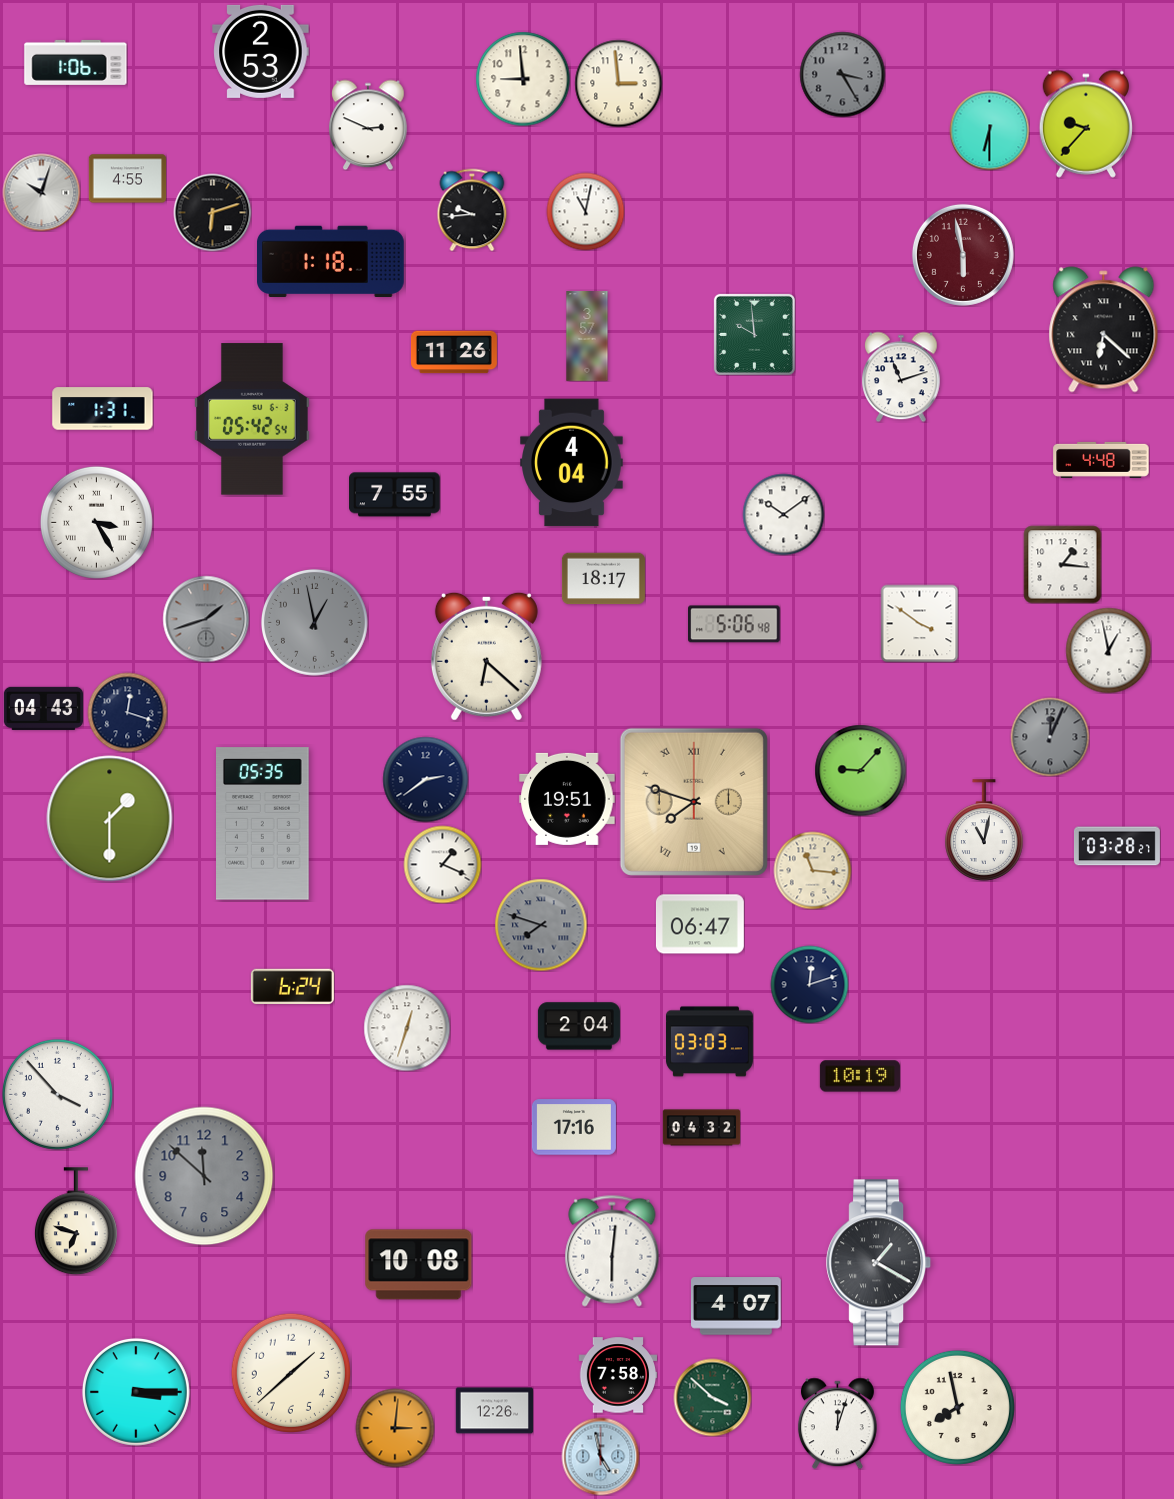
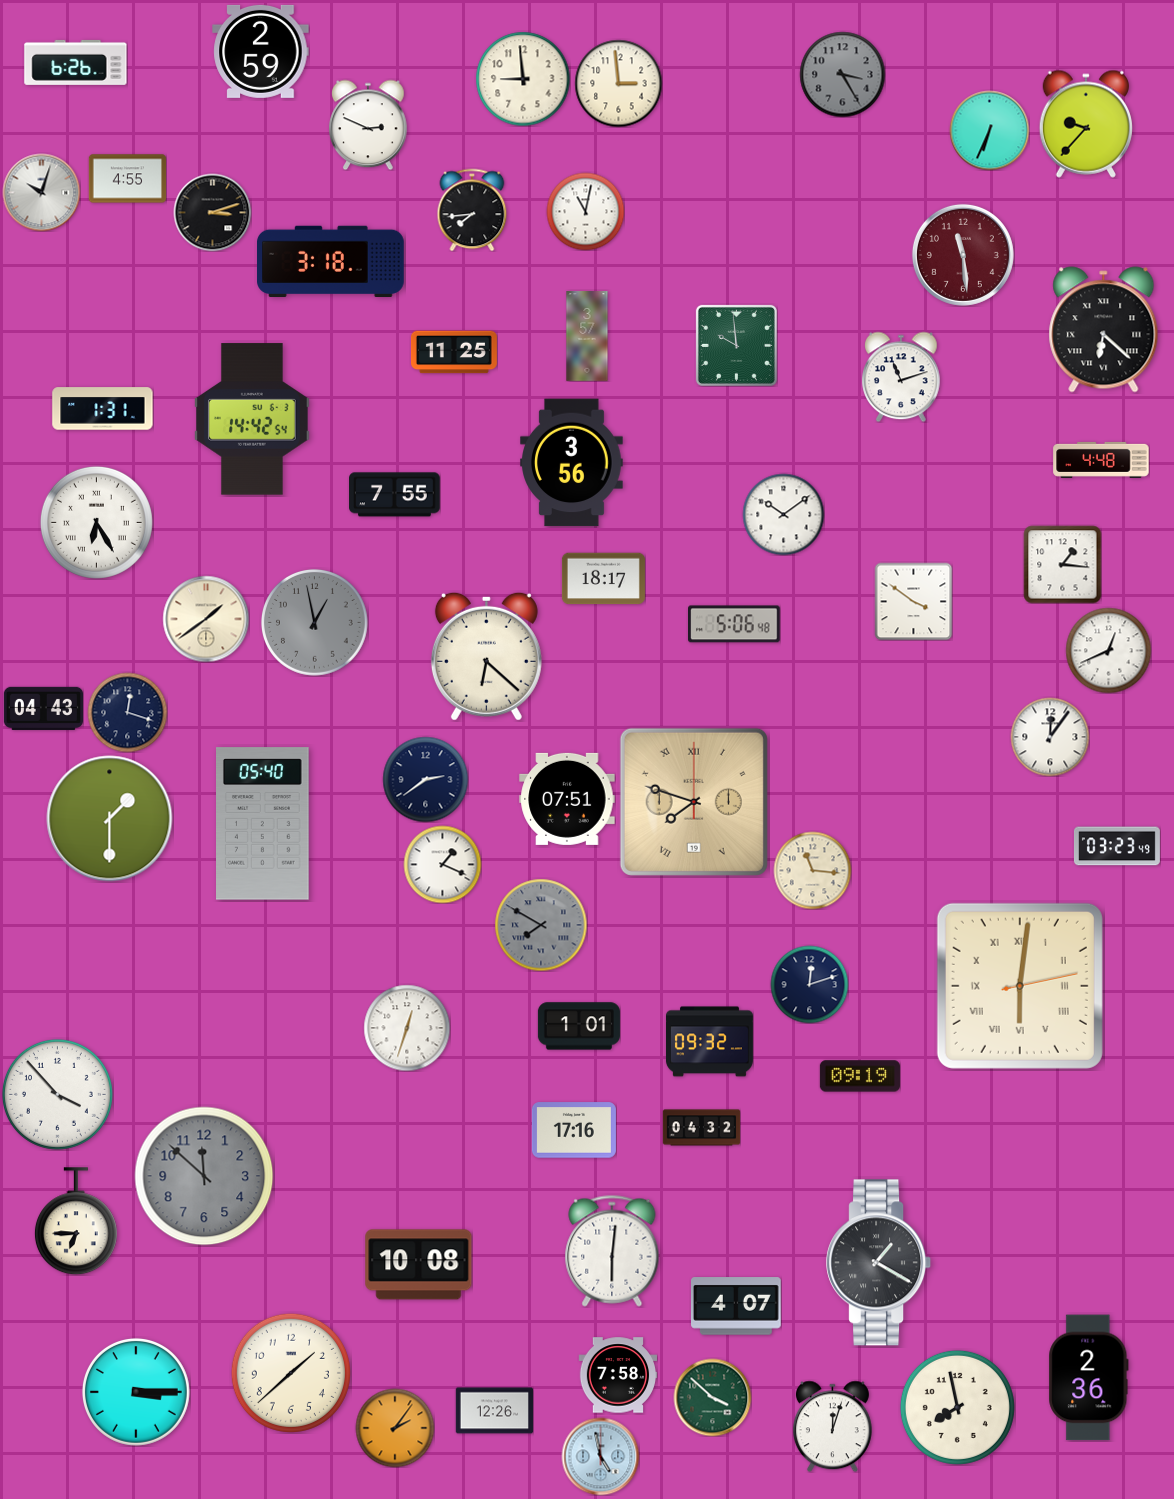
clock at (261, 51): 2:53 -> 2:59
clock at (76, 62): 1:06 -> 6:26
clock at (989, 130): 6:30 -> 6:34
clock at (472, 210): 9:44 -> 7:44
clock at (212, 212): 6:12 -> 3:12
clock at (963, 255): 5:58 -> 11:29
clock at (331, 261): 1:18 -> 3:18
clock at (754, 334) position: (754, 334) -> (736, 345)
clock at (454, 352): 11:26 -> 11:25
clock at (253, 419): 05:42 -> 14:42
clock at (572, 463): 4:04 -> 3:56
clock at (96, 522): 3:25 -> 6:25
clock at (206, 619): 1:42 -> 1:39
clock at (206, 619) dial: grey -> cream
clock at (919, 623) position: (919, 623) -> (913, 601)
clock at (1108, 650): 12:58 -> 12:41
clock at (1050, 737): 12:04 -> 12:06
clock at (1050, 737) dial: grey -> white
clock at (860, 770): 9:07 -> none
clock at (567, 799): 19:51 -> 07:51
clock at (263, 824): 05:35 -> 05:40
clock at (985, 830): 11:02 -> none
clock at (1117, 846): 03:28 -> 03:23
clock at (700, 924): 06:47 -> none
clock at (541, 925): 7:48 -> 7:50
clock at (292, 986): 6:24 -> none
clock at (1020, 986): none -> 6:01
clock at (579, 1026): 2:04 -> 1:01
clock at (709, 1042): 03:03 -> 09:32
clock at (860, 1076): 10:19 -> 09:19
clock at (574, 1127) position: (574, 1127) -> (574, 1130)
clock at (76, 1221): 6:48 -> 6:45
clock at (1089, 1378): none -> 2:36
clock at (837, 1423) position: (837, 1423) -> (832, 1426)
clock at (395, 1428): 3:01 -> 2:06
